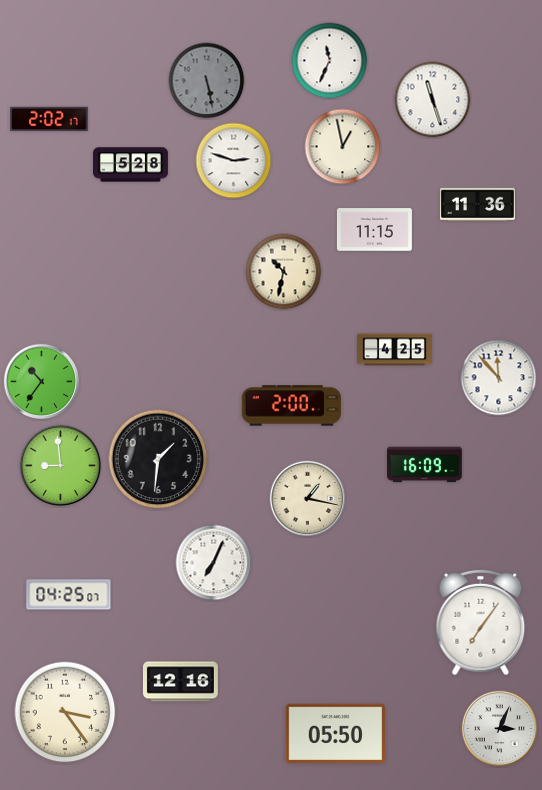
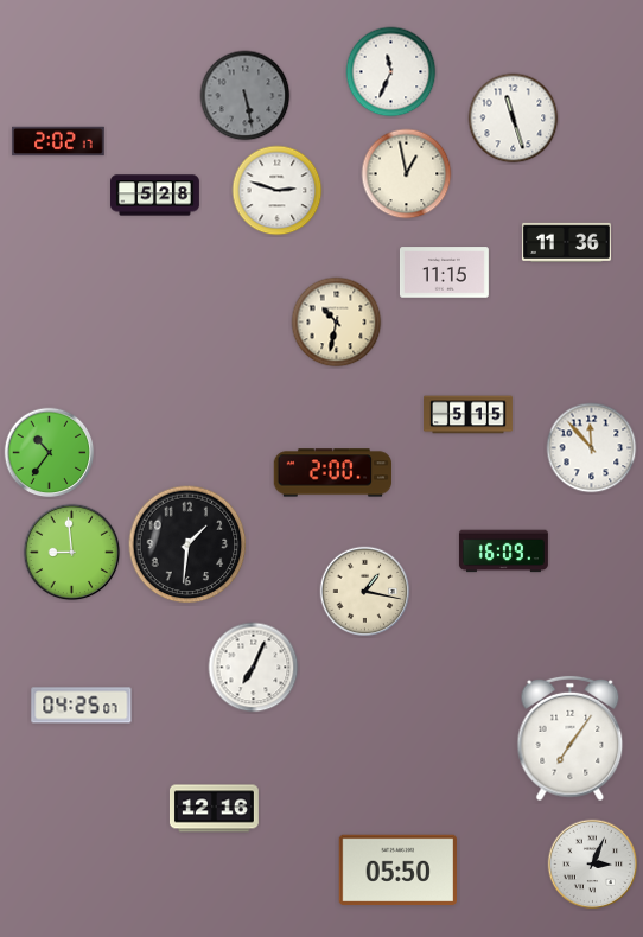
clock at (395, 350): 4:25 -> 5:15
clock at (292, 406) position: (292, 406) -> (333, 473)
clock at (65, 712): 3:24 -> none
